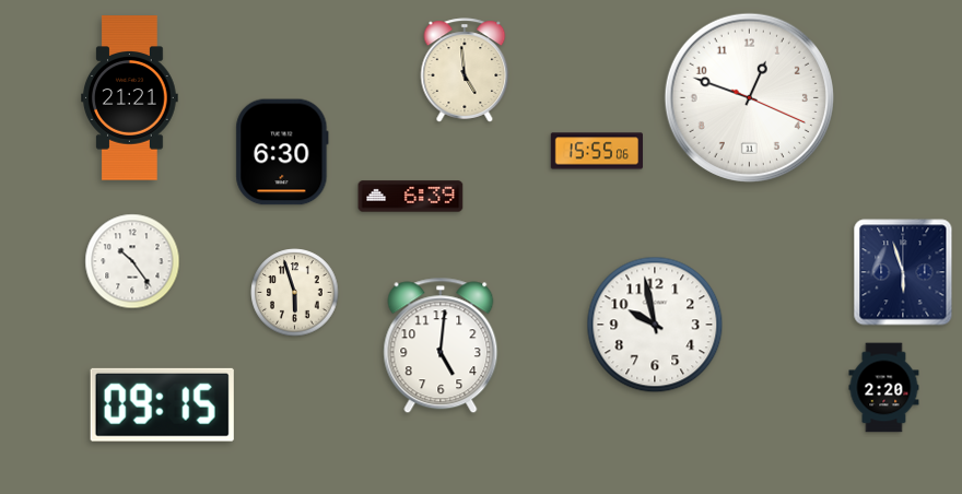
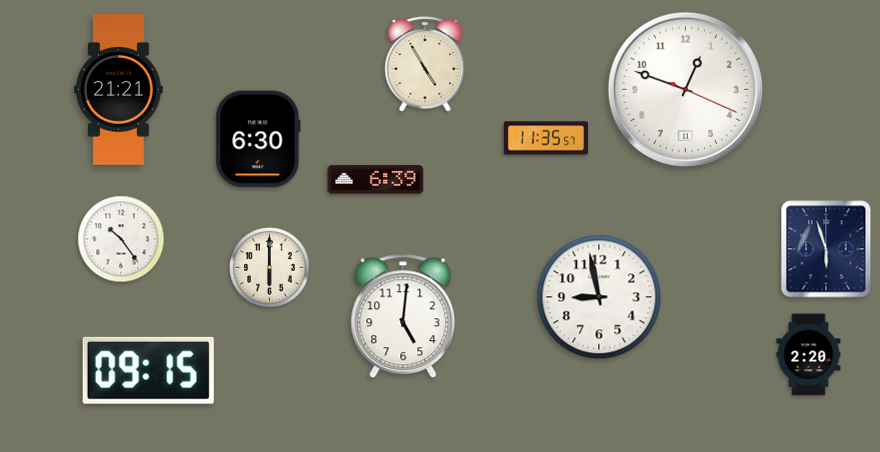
clock at (465, 70): 4:59 -> 4:55
clock at (597, 151): 15:55 -> 11:35
clock at (295, 293): 5:57 -> 6:00
clock at (655, 325): 9:58 -> 8:58
